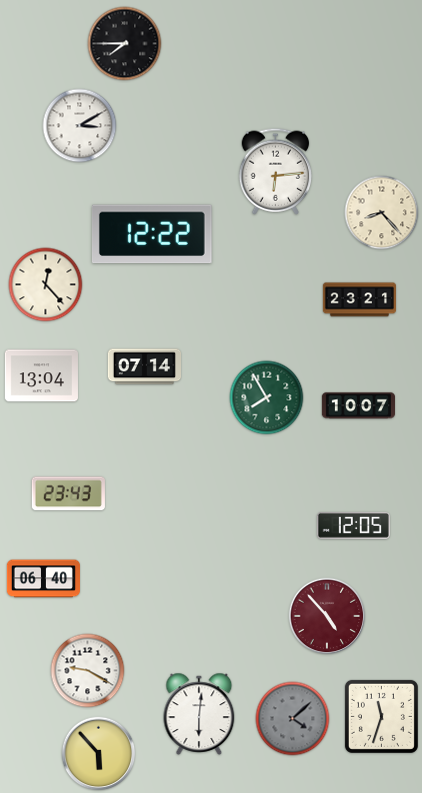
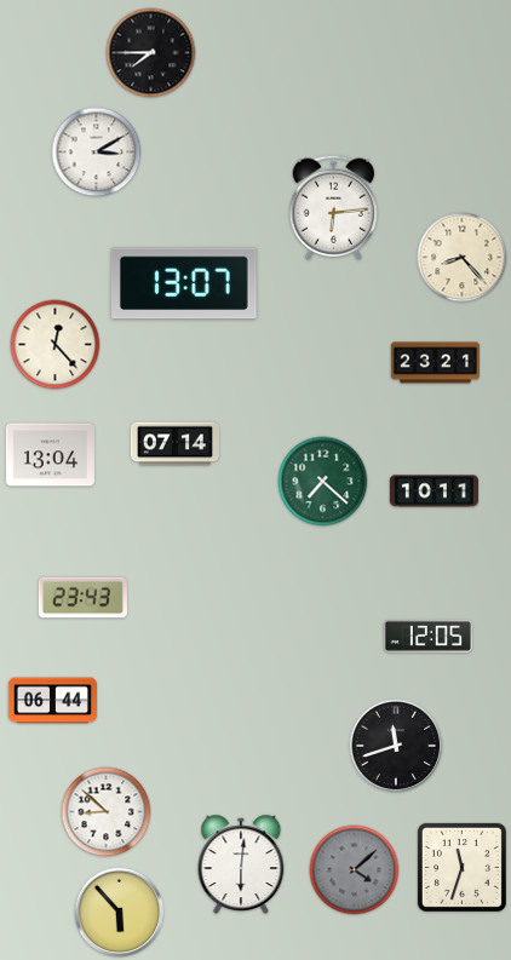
clock at (152, 234): 12:22 -> 13:07
clock at (267, 398): 7:55 -> 7:22
clock at (358, 406): 10:07 -> 10:11
clock at (43, 579): 06:40 -> 06:44
clock at (327, 616): 4:53 -> 11:42
clock at (327, 616) dial: burgundy -> black
clock at (88, 671): 9:20 -> 8:52
